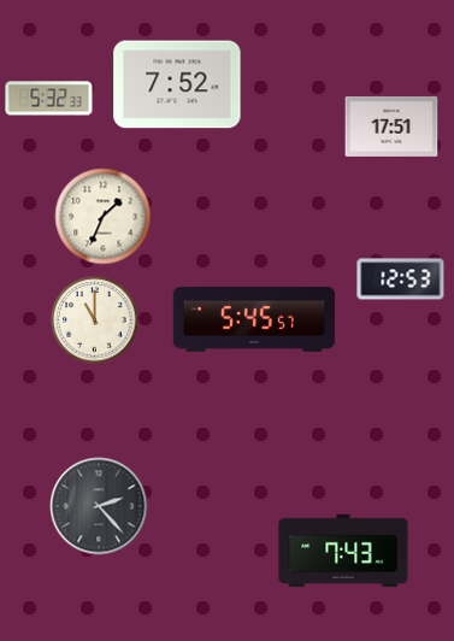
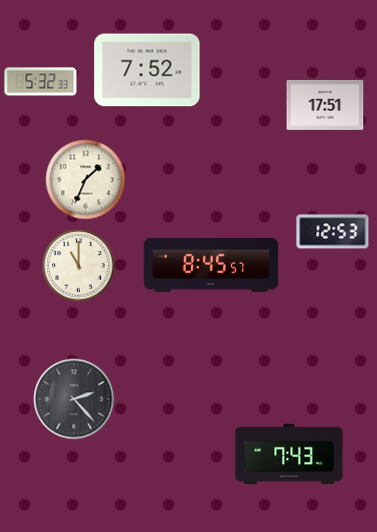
clock at (254, 319): 5:45 -> 8:45
clock at (99, 506) position: (99, 506) -> (74, 399)
clock at (343, 551) position: (343, 551) -> (289, 454)
